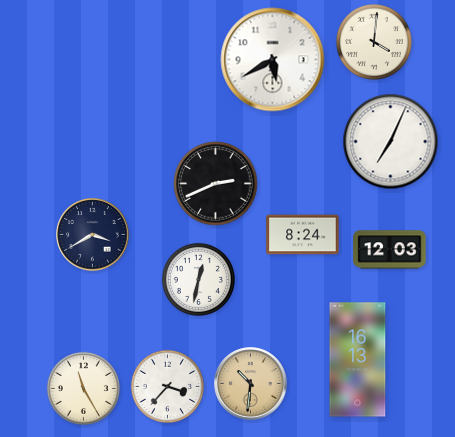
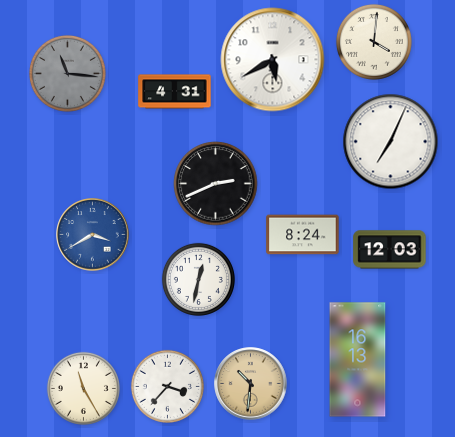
clock at (67, 73): none -> 11:16
clock at (175, 92): none -> 4:31
clock at (93, 235) dial: navy -> blue
